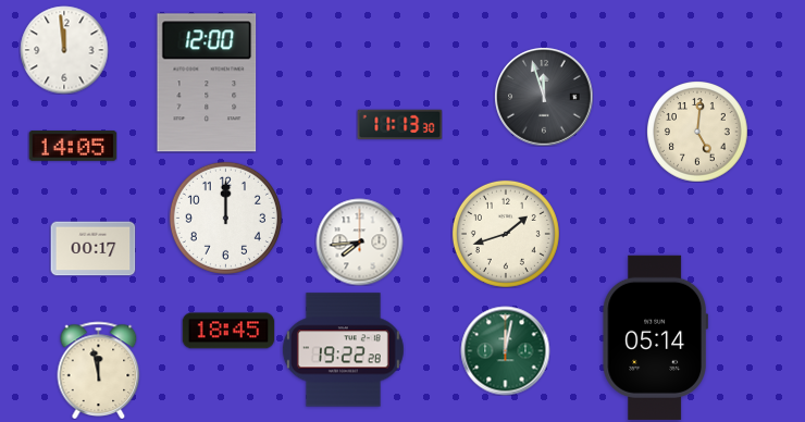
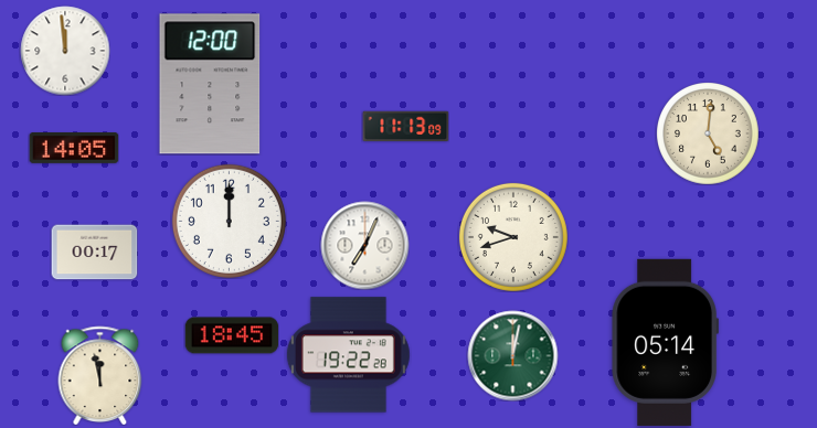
clock at (544, 97): 11:57 -> none
clock at (399, 125): 11:13:30 -> 11:13:09
clock at (506, 234): 1:42 -> 9:42
clock at (359, 241): 7:44 -> 7:04
